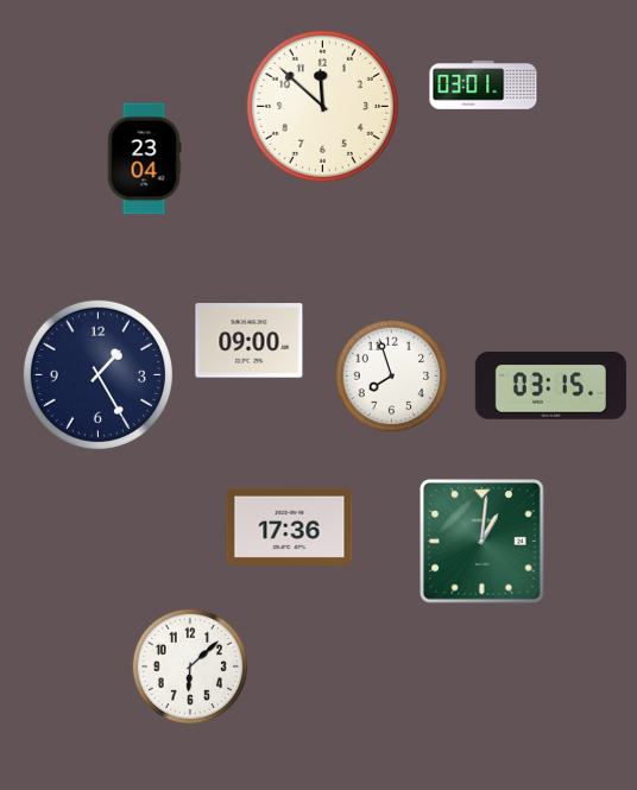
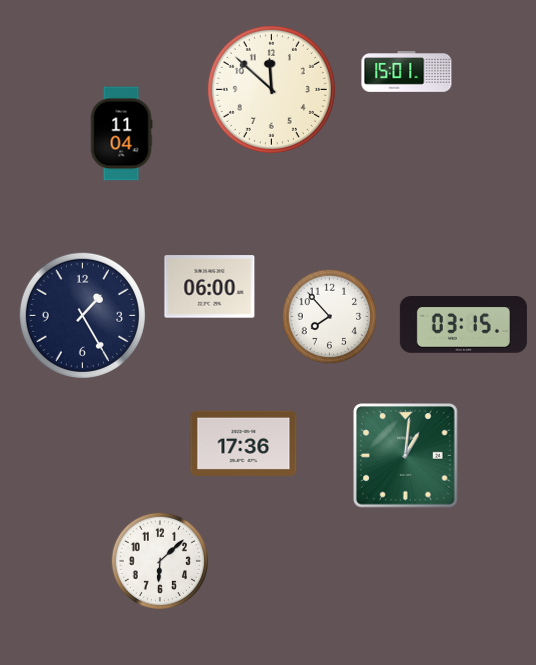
clock at (484, 86): 03:01 -> 15:01
clock at (144, 159): 23:04 -> 11:04
clock at (250, 341): 09:00 -> 06:00
clock at (392, 377): 7:57 -> 7:53
